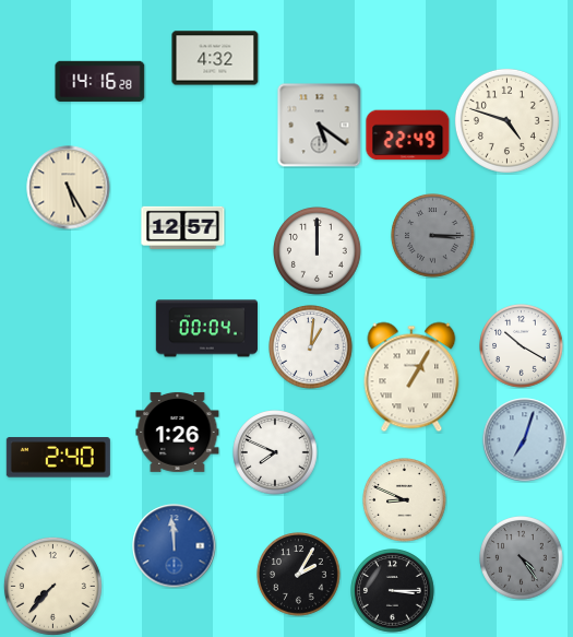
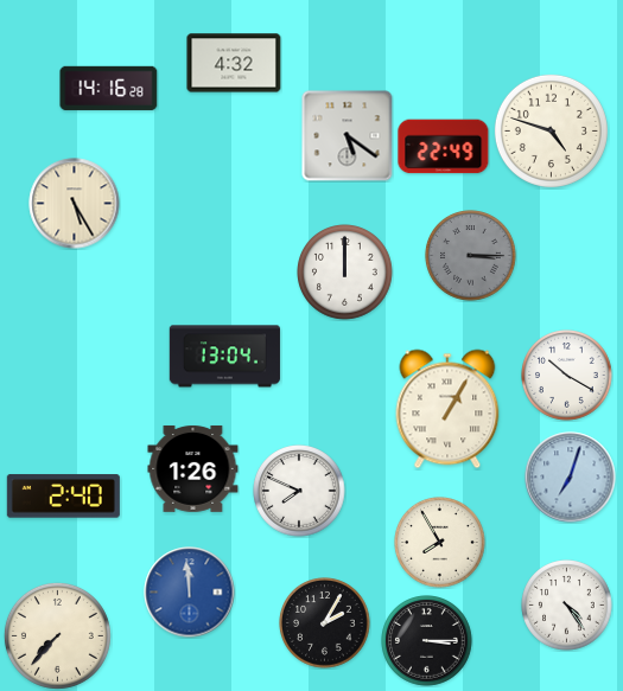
clock at (183, 227): 12:57 -> none
clock at (206, 329): 00:04 -> 13:04
clock at (311, 347): 1:01 -> none
clock at (405, 500): 8:49 -> 7:55
clock at (522, 558) dial: grey -> white
